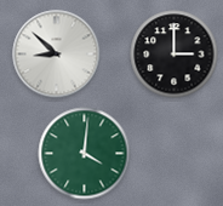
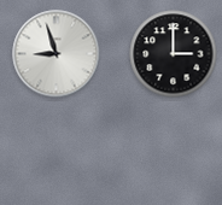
clock at (57, 55): 8:52 -> 8:57
clock at (85, 154): 4:01 -> none
